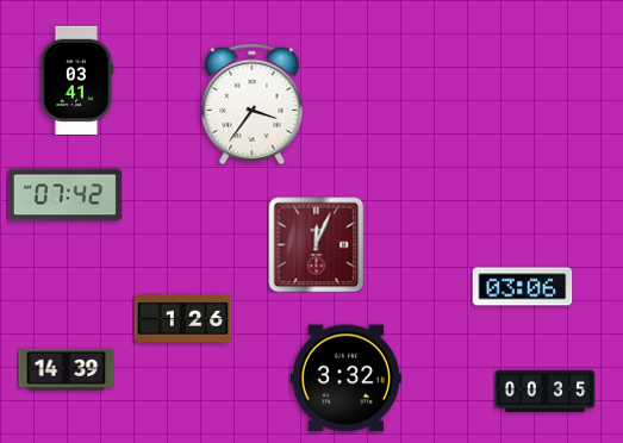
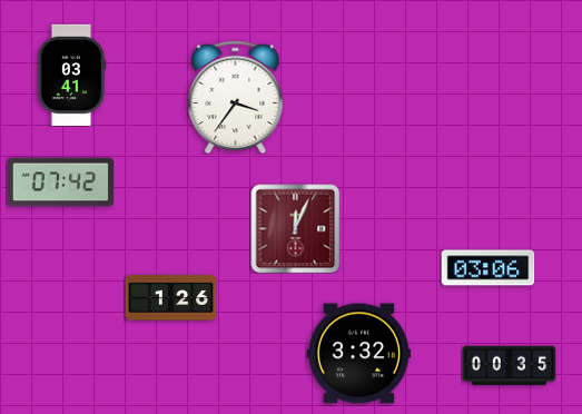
clock at (66, 369): 14:39 -> none
clock at (345, 379) position: (345, 379) -> (358, 354)
